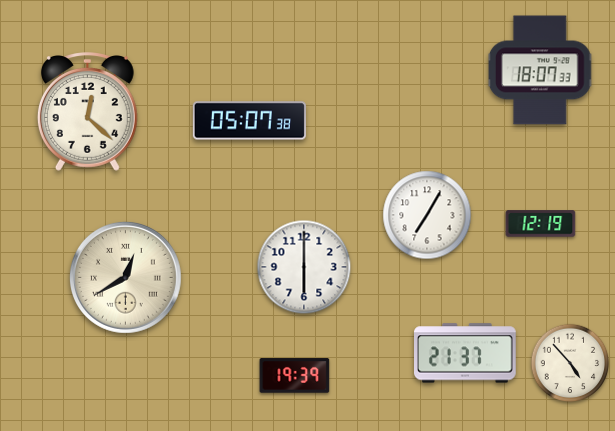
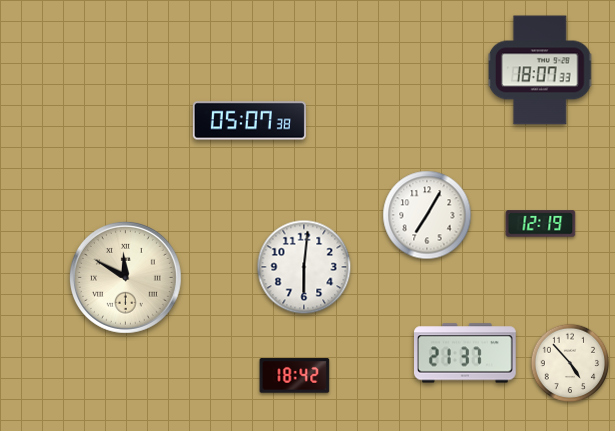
clock at (87, 112): 12:22 -> none
clock at (304, 267): 6:00 -> 6:01
clock at (125, 277): 12:40 -> 11:50
clock at (295, 376): 19:39 -> 18:42
